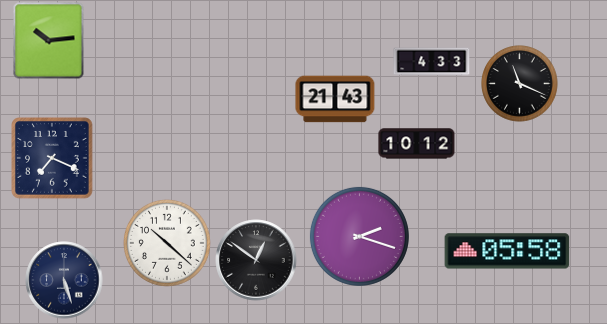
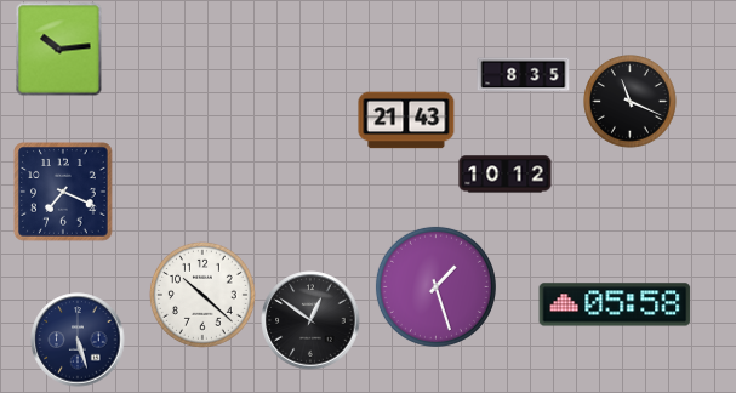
clock at (432, 62): 4:33 -> 8:35
clock at (359, 236): 2:18 -> 1:27
clock at (256, 260) position: (256, 260) -> (310, 320)
